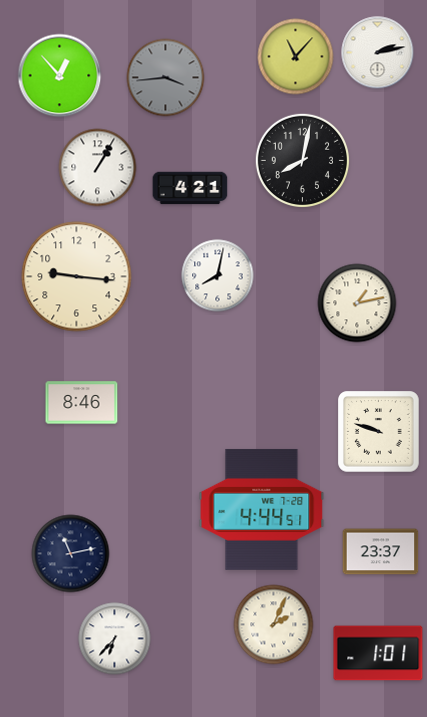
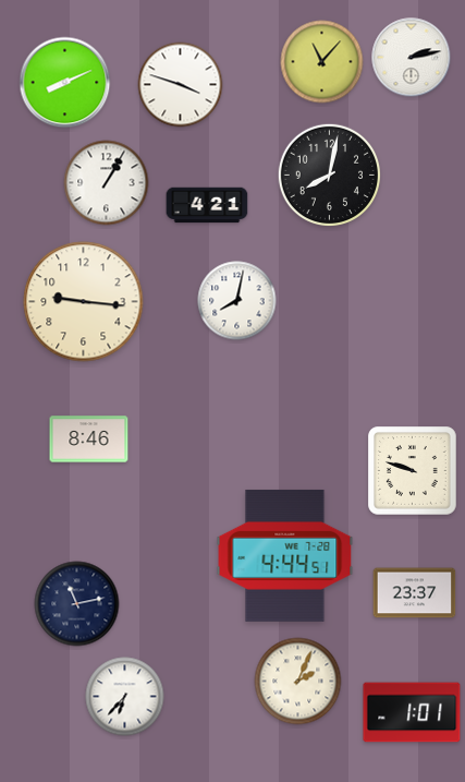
clock at (60, 76): 12:53 -> 8:11
clock at (166, 78): 3:44 -> 3:48
clock at (166, 78) dial: grey -> white
clock at (357, 303): 1:13 -> none
clock at (381, 552) position: (381, 552) -> (415, 593)
